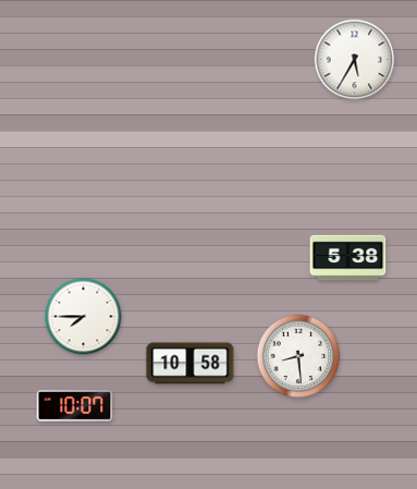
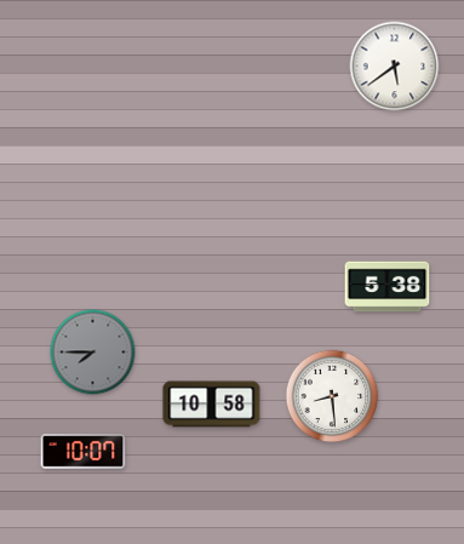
clock at (355, 60): 5:35 -> 5:39
clock at (84, 317) dial: white -> grey
